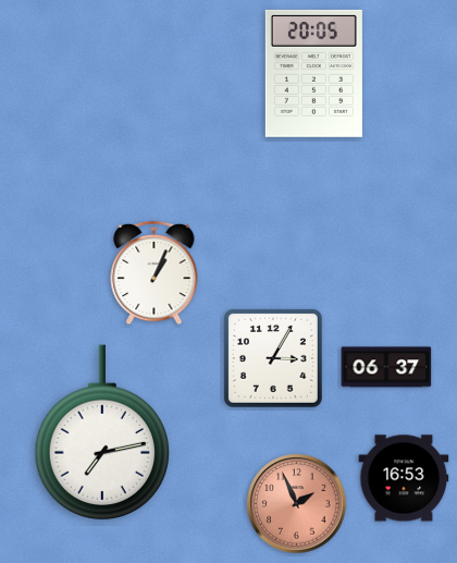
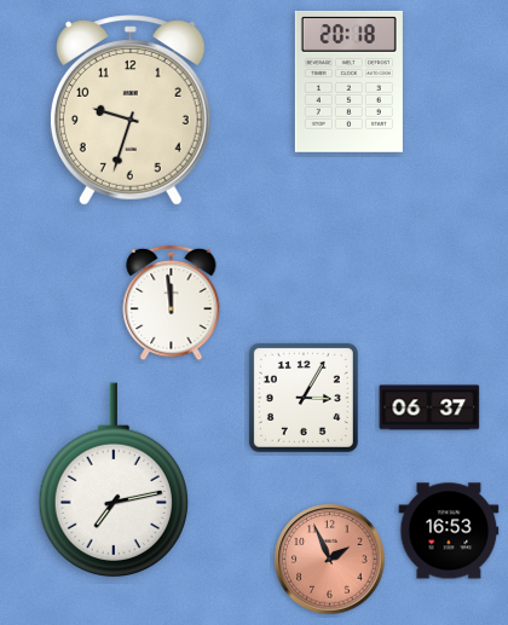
clock at (313, 73): 20:05 -> 20:18
clock at (131, 110): none -> 9:33
clock at (155, 273): 1:04 -> 11:59
